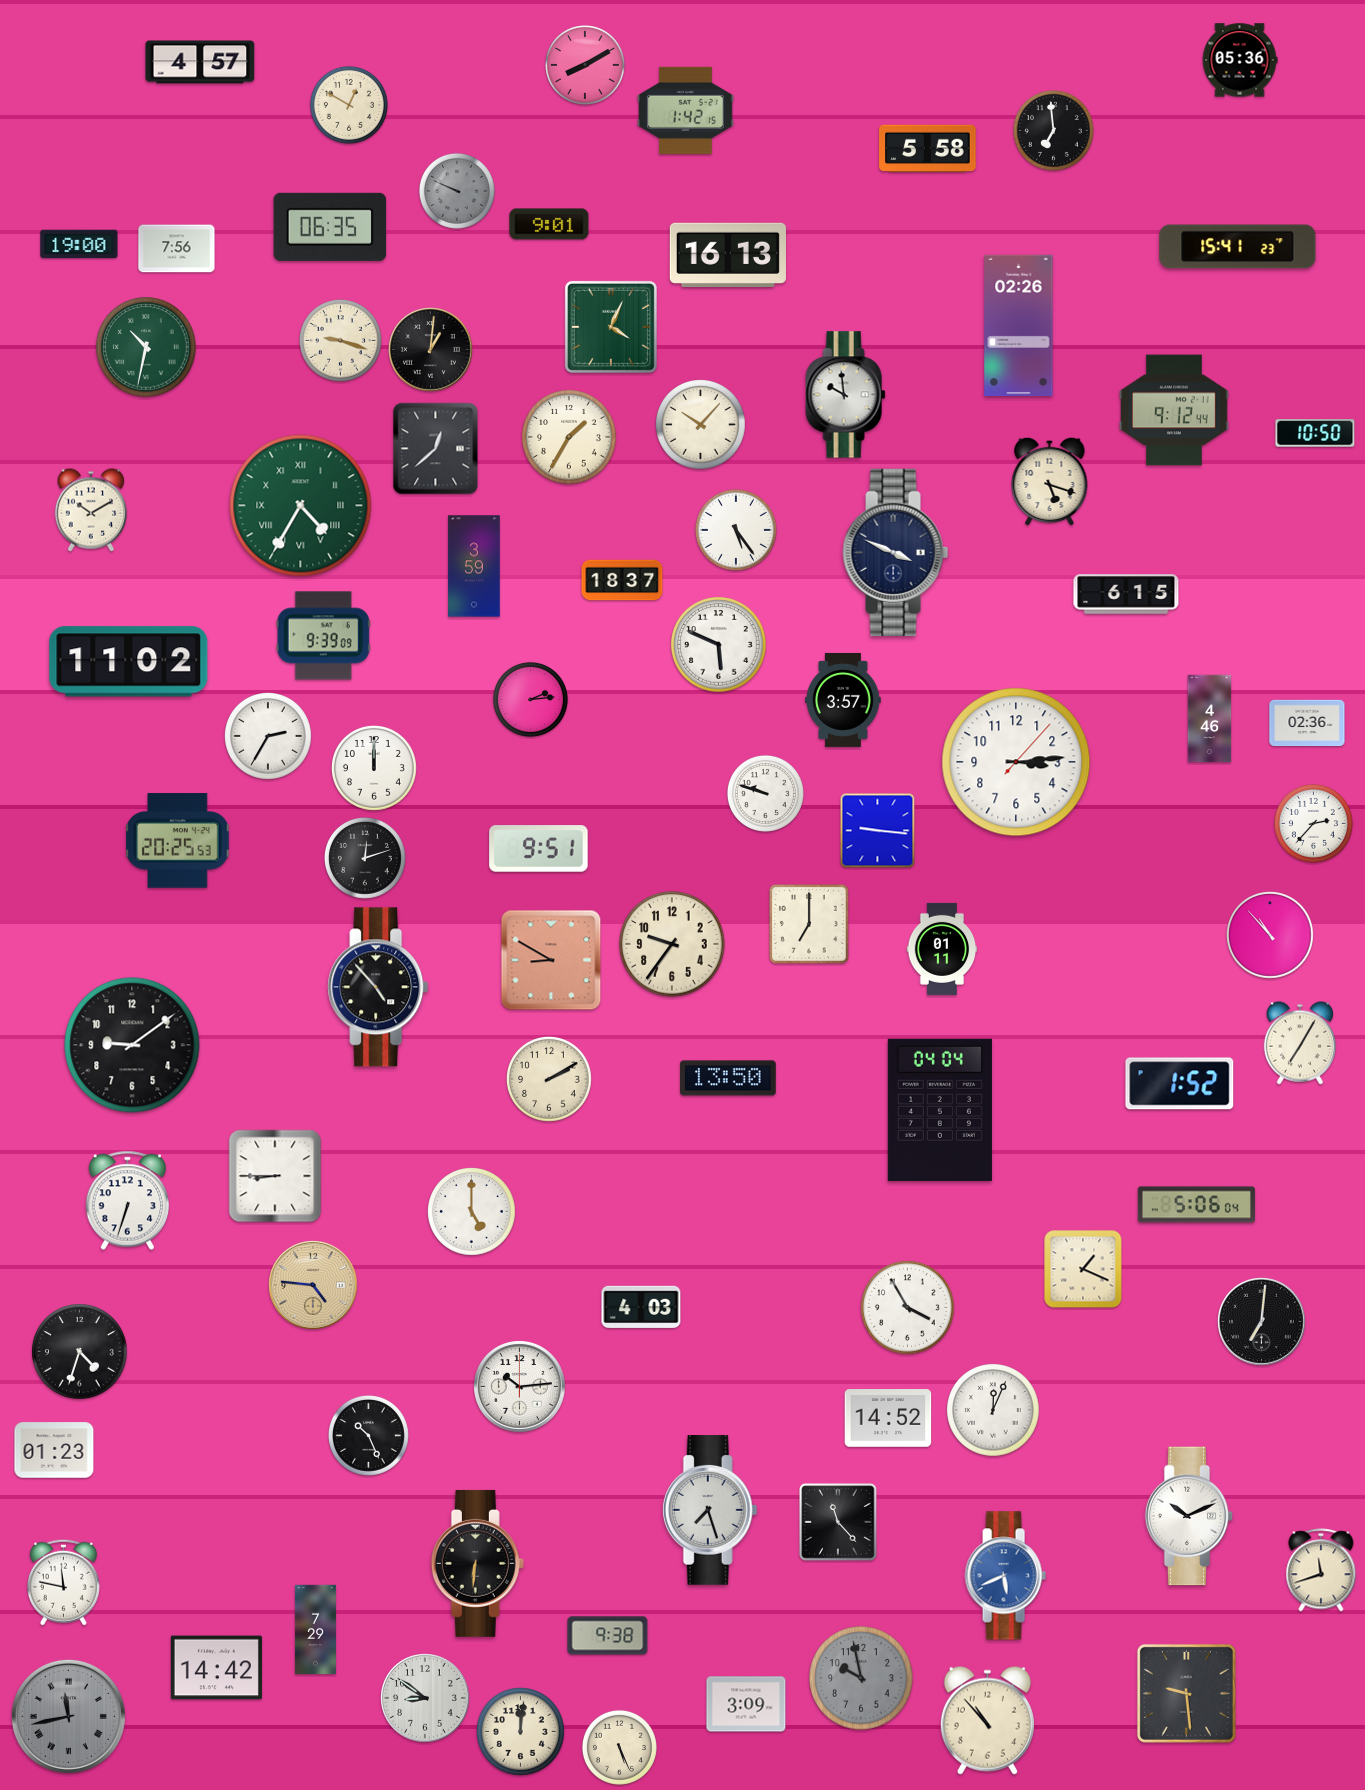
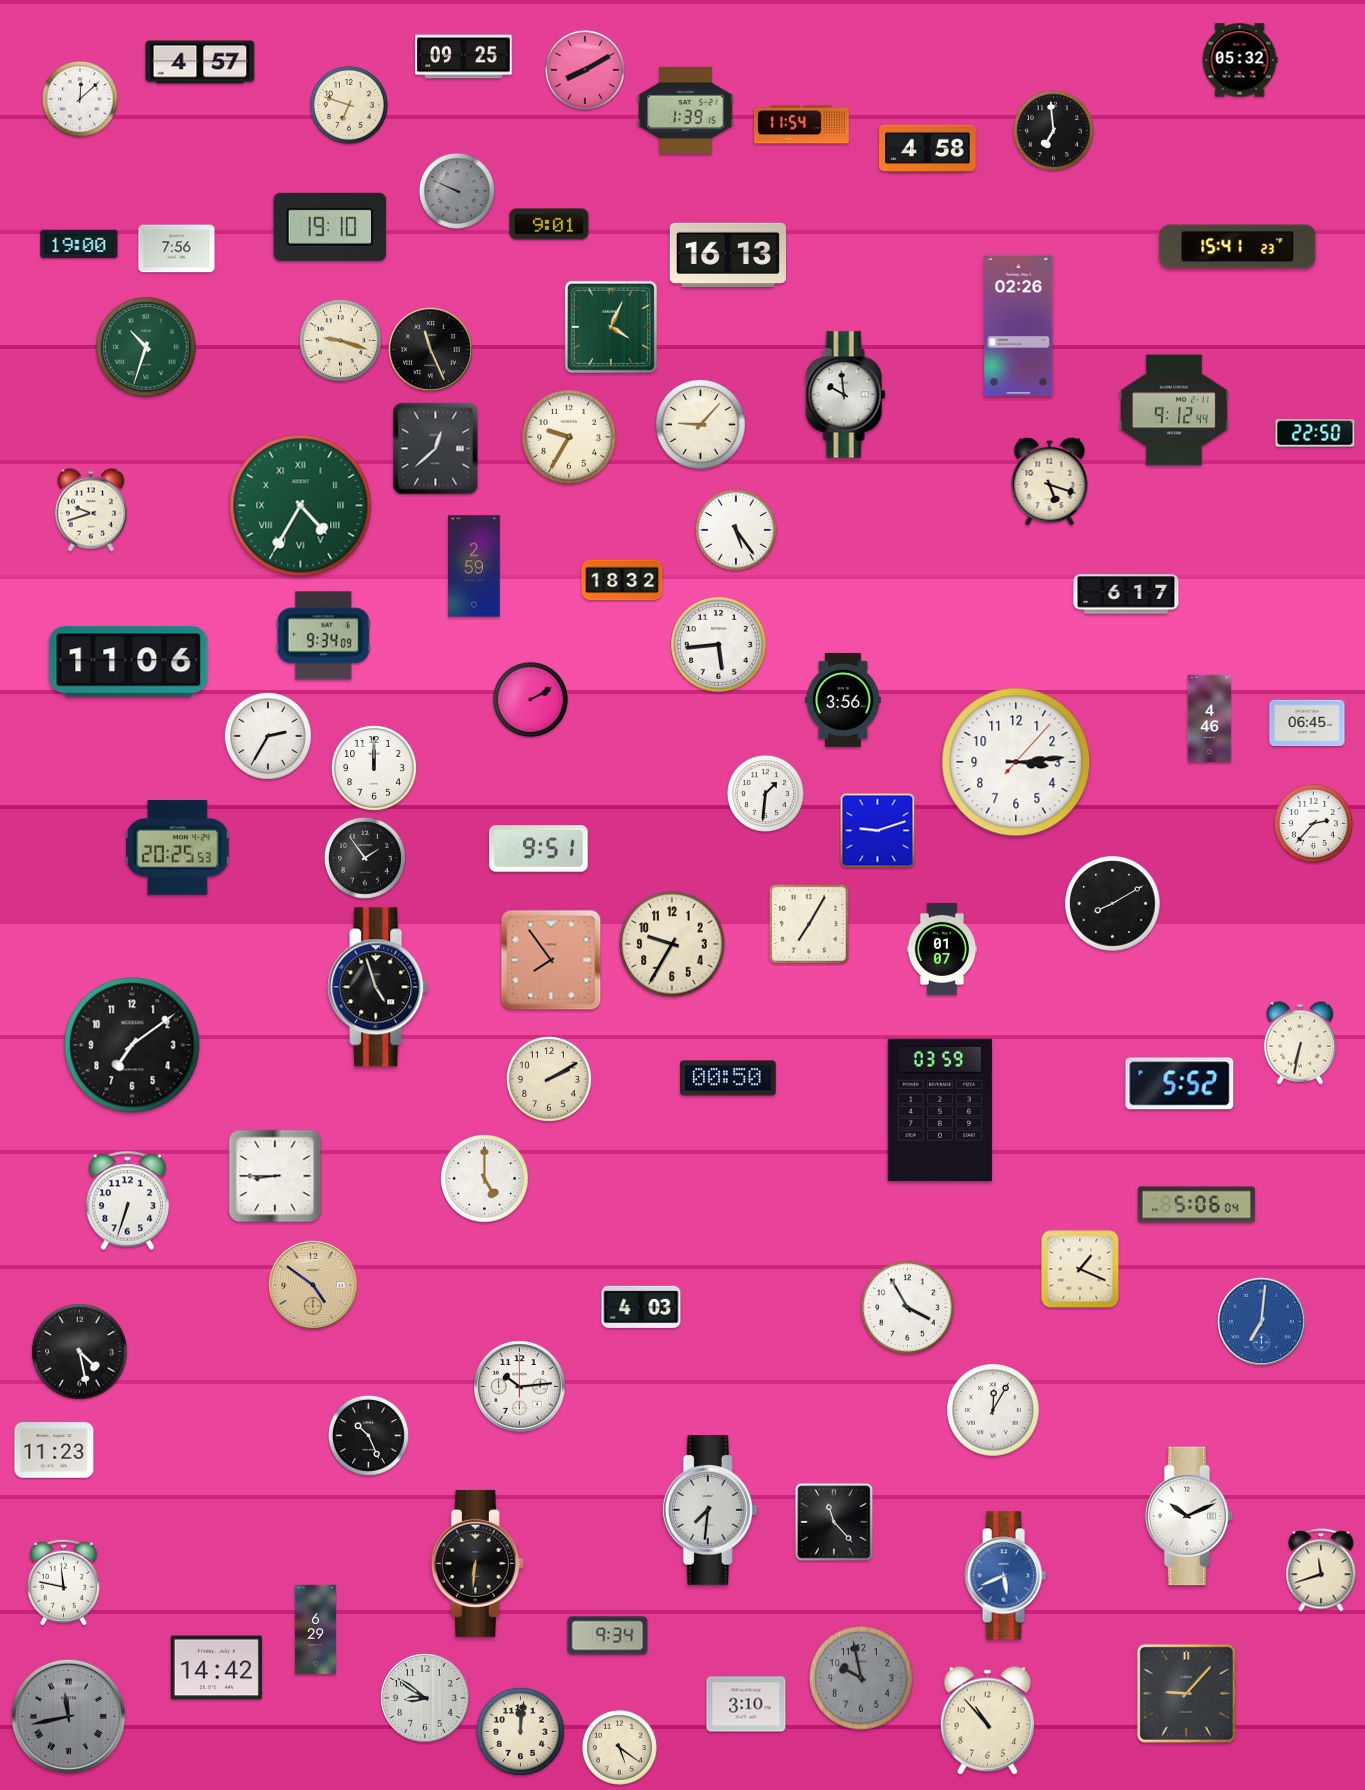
clock at (464, 57): none -> 09:25
clock at (1240, 60): 05:36 -> 05:32
clock at (585, 65) position: (585, 65) -> (585, 70)
clock at (80, 99): none -> 12:08
clock at (349, 105): 12:50 -> 6:48
clock at (686, 110): 1:42 -> 1:39
clock at (802, 125): none -> 11:54
clock at (928, 149): 5:58 -> 4:58
clock at (330, 227): 06:35 -> 19:10
clock at (146, 347): 10:32 -> 10:33
clock at (431, 350): 1:01 -> 11:26
clock at (701, 425): 10:07 -> 9:07
clock at (1315, 433): 10:50 -> 22:50
clock at (569, 437): 1:35 -> 9:35
clock at (90, 510): 10:10 -> 9:42
clock at (896, 552): 3:49 -> none
clock at (474, 566): 3:59 -> 2:59
clock at (622, 580): 18:37 -> 18:32
clock at (1126, 594): 6:15 -> 6:17
clock at (323, 636): 9:39 -> 9:34
clock at (719, 645): 5:49 -> 5:44
clock at (129, 662): 11:02 -> 11:06
clock at (530, 699): 2:14 -> 2:10
clock at (843, 700): 3:57 -> 3:56
clock at (1307, 723): 02:36 -> 06:45
clock at (765, 793): 9:48 -> 1:31
clock at (878, 831): 9:16 -> 9:12
clock at (178, 841) position: (178, 841) -> (178, 848)
clock at (365, 858): 12:12 -> 1:54
clock at (1113, 904): none -> 8:10
clock at (809, 924): 7:00 -> 7:05
clock at (1271, 936): 10:53 -> none
clock at (672, 944): 9:36 -> 9:35
clock at (942, 949): 01:11 -> 01:07
clock at (551, 960): 8:50 -> 7:54
clock at (378, 987): 4:53 -> 4:57
clock at (1299, 1043): 7:05 -> 6:32
clock at (132, 1045): 9:09 -> 7:09
clock at (728, 1078): 13:50 -> 00:50
clock at (1180, 1084): 1:52 -> 5:52
clock at (940, 1110): 04:04 -> 03:59
clock at (472, 1212) position: (472, 1212) -> (485, 1179)
clock at (1083, 1269) position: (1083, 1269) -> (1080, 1269)
clock at (314, 1286): 4:46 -> 4:51
clock at (1262, 1322) dial: black -> blue
clock at (80, 1352): 4:33 -> 4:28
clock at (993, 1410): 12:04 -> 12:05
clock at (888, 1418): 14:52 -> none
clock at (54, 1450): 01:23 -> 11:23
clock at (710, 1510): 7:27 -> 7:31
clock at (838, 1522) position: (838, 1522) -> (834, 1522)
clock at (315, 1630): 7:29 -> 6:29
clock at (608, 1636): 9:38 -> 9:34
clock at (1186, 1693): 9:29 -> 9:07
clock at (746, 1704): 3:09 -> 3:10
clock at (619, 1747): 5:26 -> 5:21
